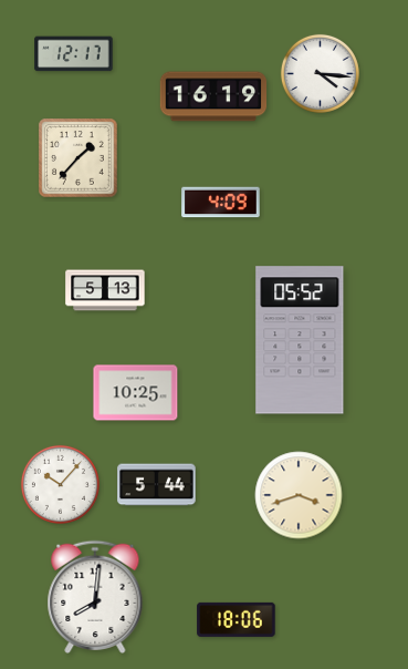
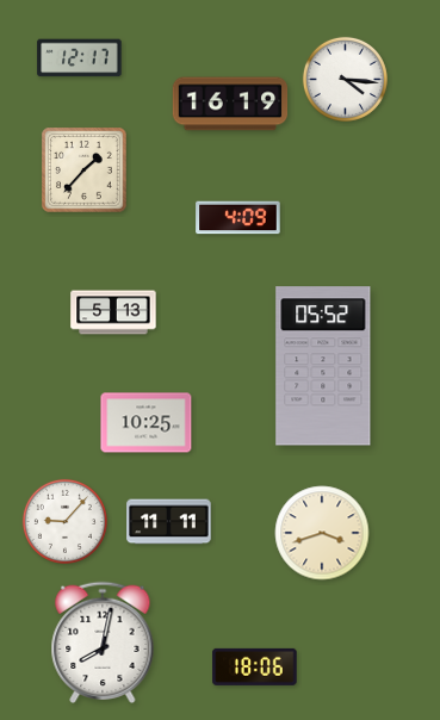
clock at (60, 484): 10:07 -> 9:07
clock at (157, 485): 5:44 -> 11:11
clock at (95, 596): 8:01 -> 8:02
